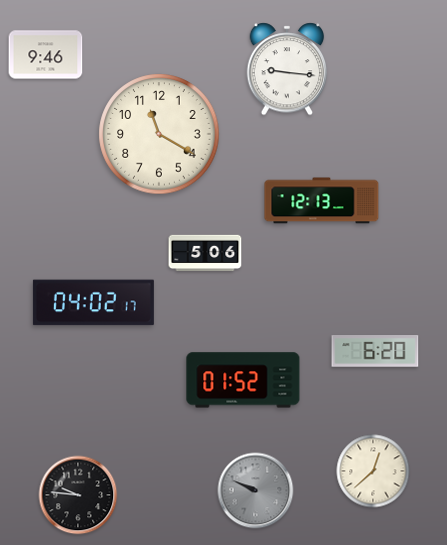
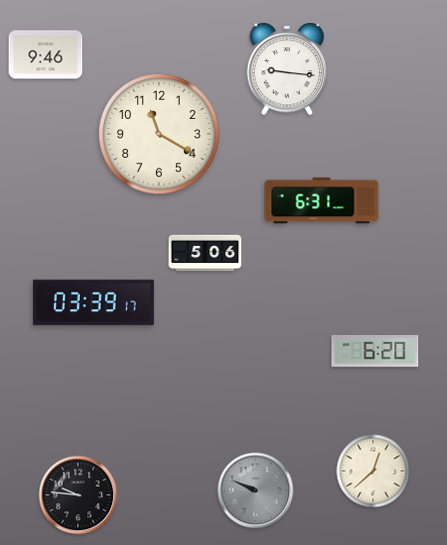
clock at (322, 201): 12:13 -> 6:31
clock at (93, 303): 04:02 -> 03:39
clock at (243, 380): 01:52 -> none
